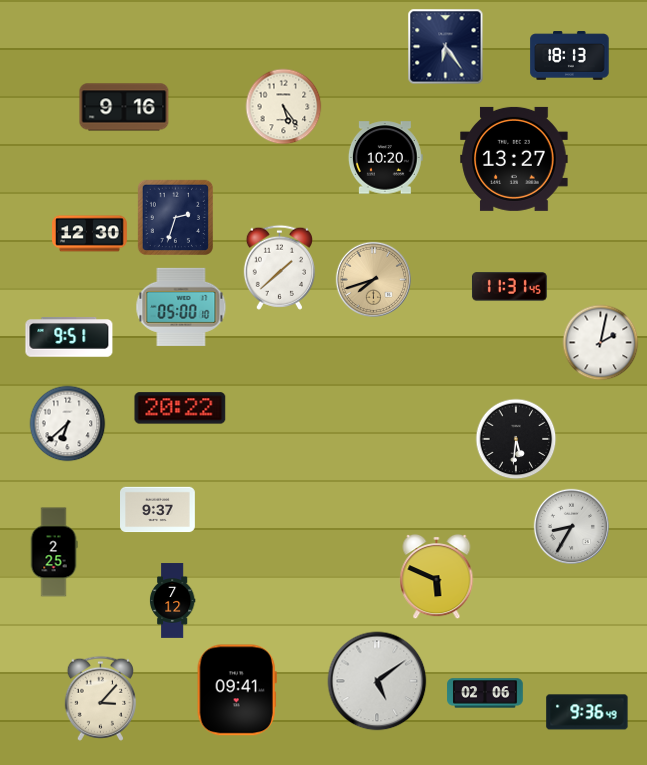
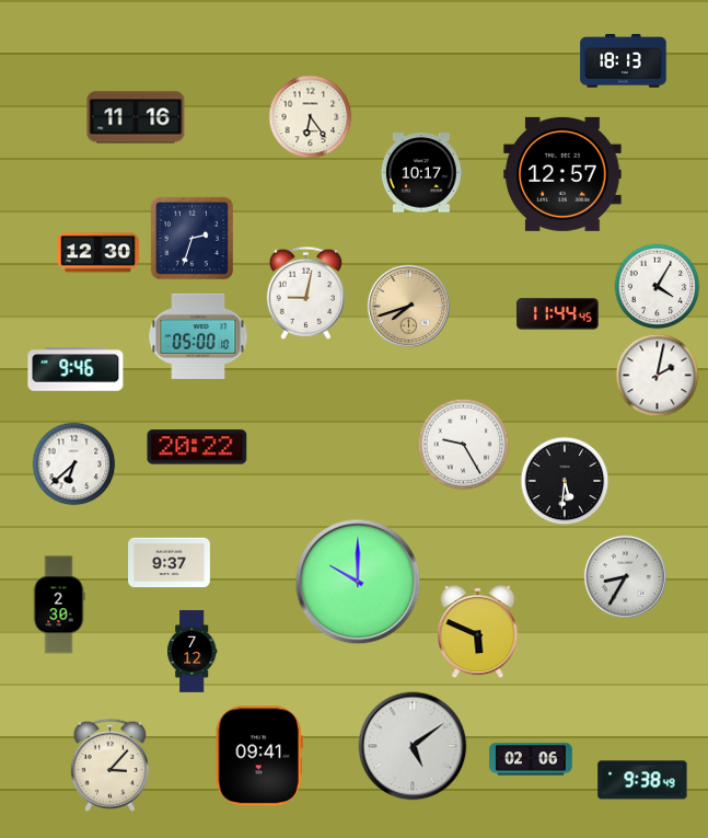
clock at (446, 47): 6:24 -> none
clock at (124, 107): 9:16 -> 11:16
clock at (284, 107): 5:24 -> 6:24
clock at (385, 158): 10:20 -> 10:17
clock at (514, 159): 13:27 -> 12:57
clock at (90, 234) position: (90, 234) -> (98, 253)
clock at (658, 287): none -> 4:05
clock at (279, 267): 1:38 -> 9:02
clock at (509, 287): 11:31 -> 11:44
clock at (69, 337): 9:51 -> 9:46
clock at (464, 445): none -> 9:25
clock at (158, 510) position: (158, 510) -> (170, 563)
clock at (358, 582): none -> 10:00
clock at (54, 552): 2:25 -> 2:30
clock at (172, 601) position: (172, 601) -> (191, 652)
clock at (587, 712): 9:36 -> 9:38
